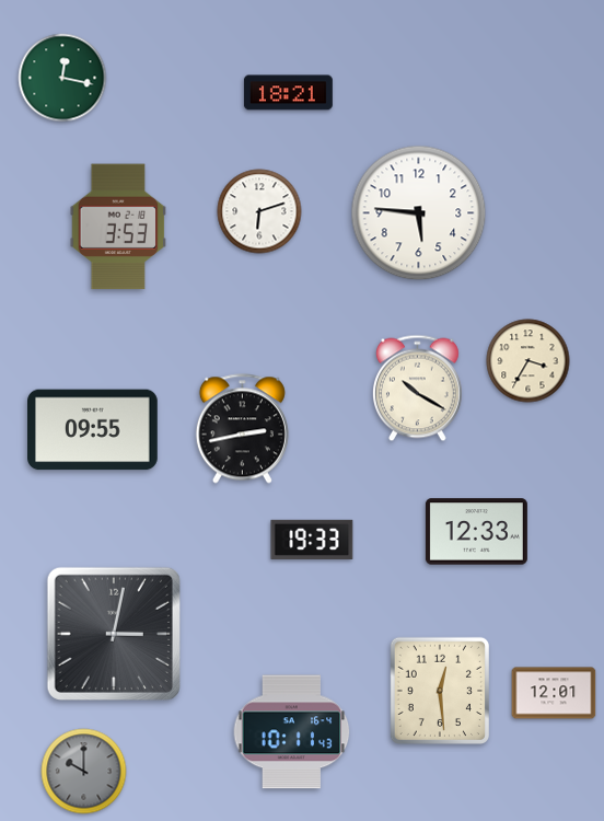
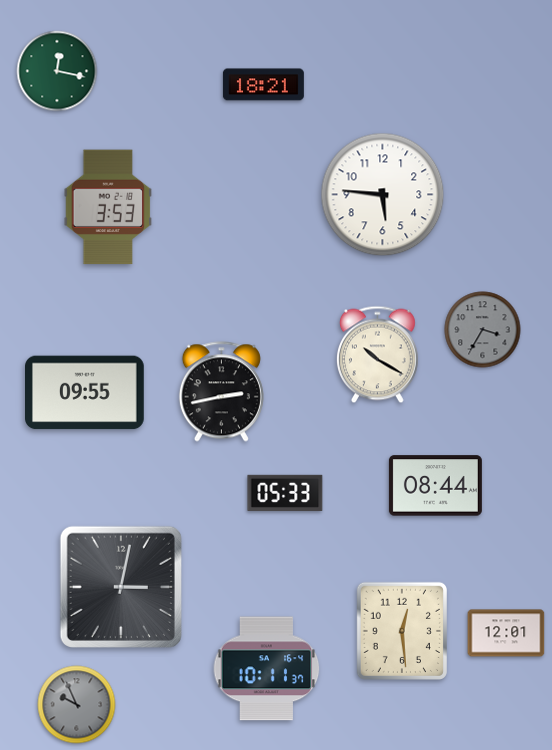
clock at (259, 211): 6:12 -> none
clock at (528, 361) dial: cream -> grey
clock at (417, 389) position: (417, 389) -> (377, 355)
clock at (476, 532): 12:33 -> 08:44
clock at (312, 540): 19:33 -> 05:33
clock at (114, 634) position: (114, 634) -> (121, 587)
clock at (292, 732): 10:11:43 -> 10:11:37
clock at (84, 772): 10:00 -> 9:56
